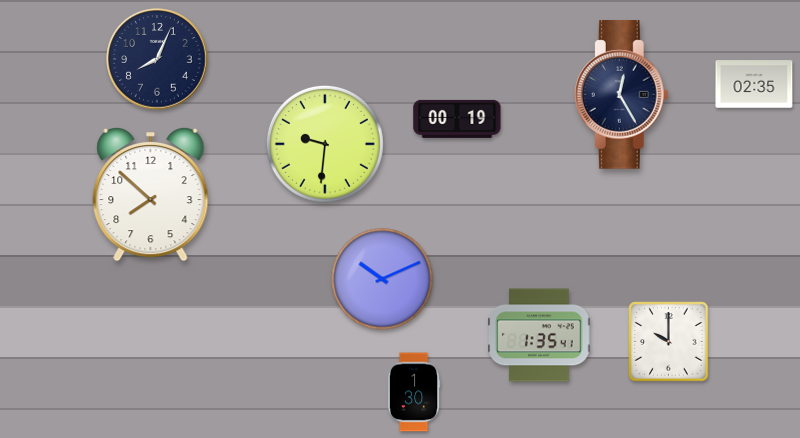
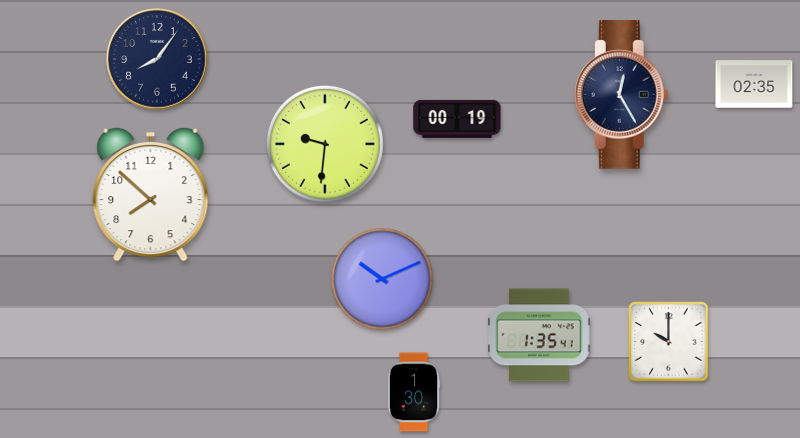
clock at (157, 59): 8:04 -> 8:06
